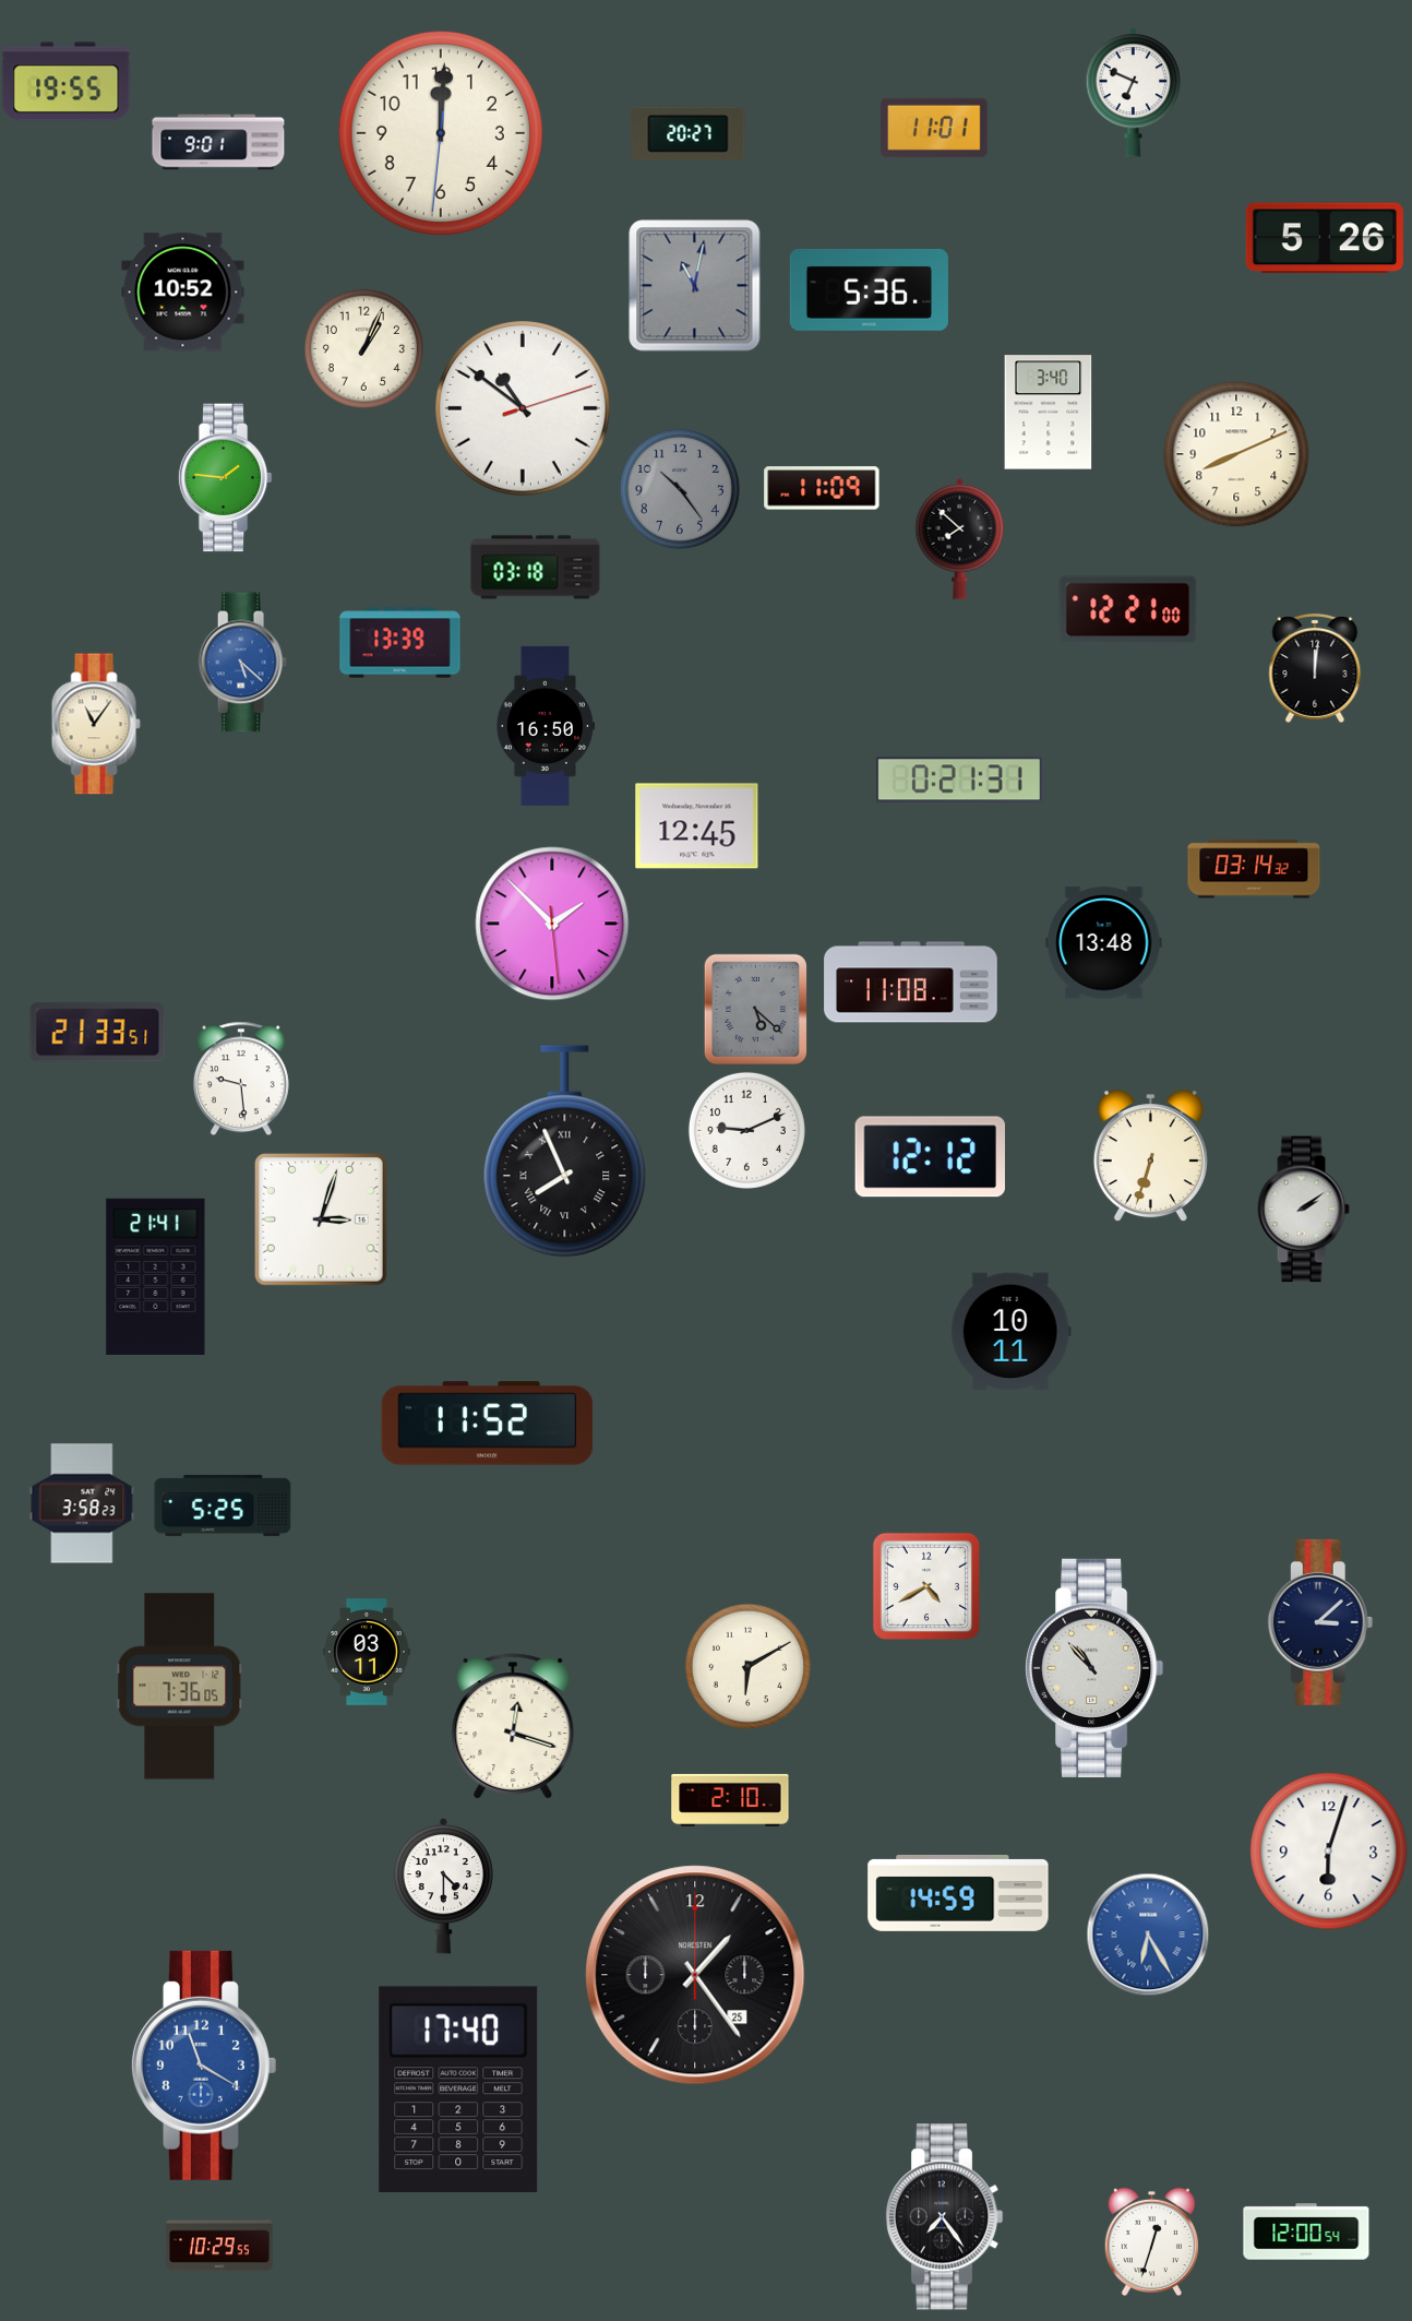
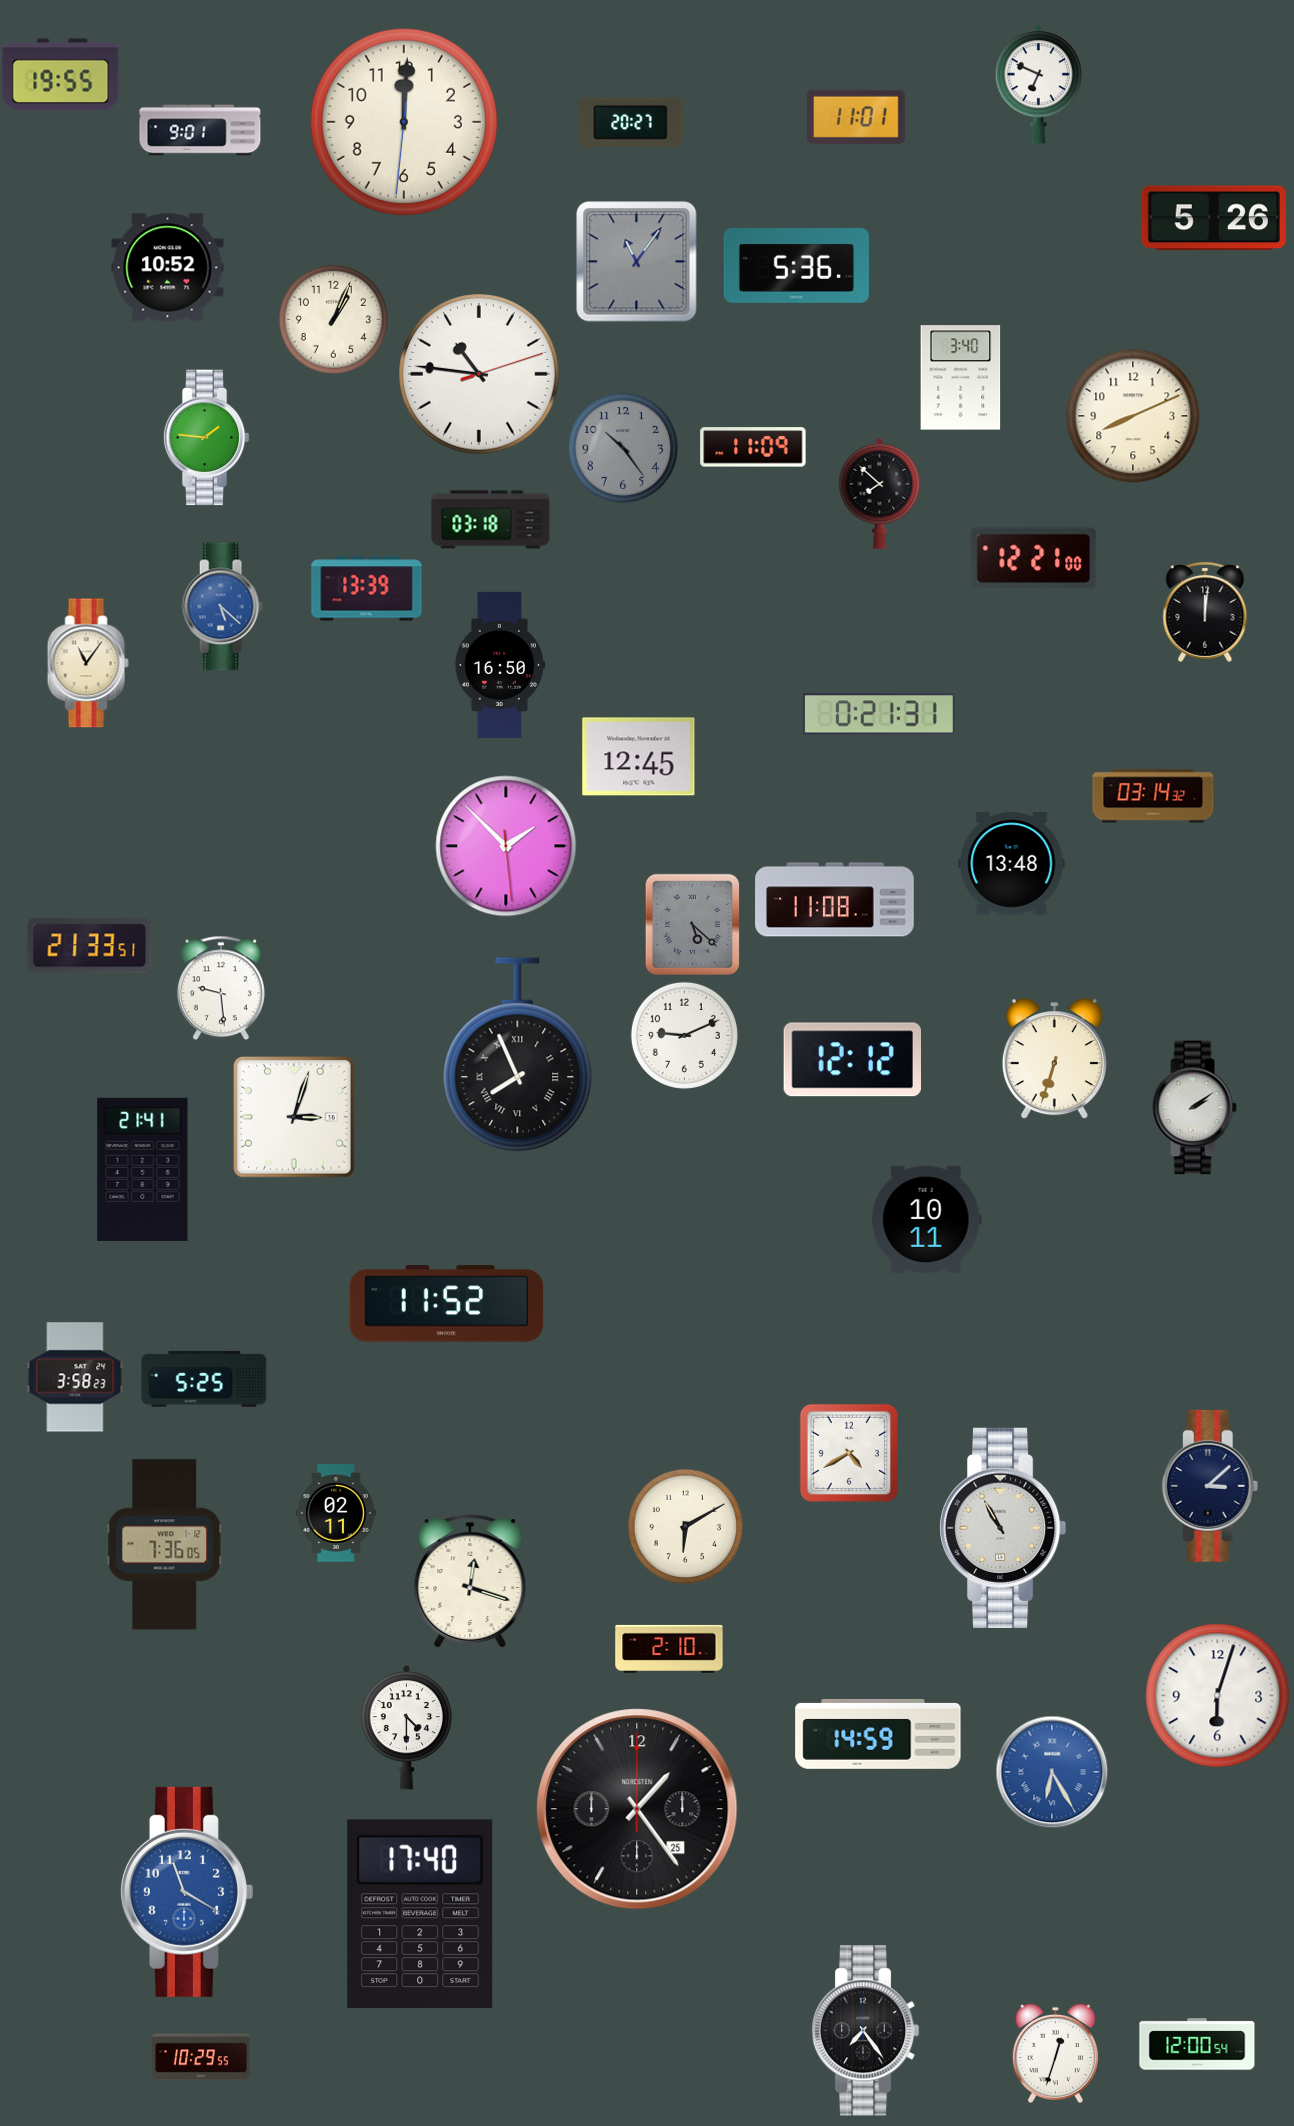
clock at (695, 286): 11:02 -> 11:06
clock at (523, 408): 10:51 -> 10:46
clock at (1254, 869) position: (1254, 869) -> (1153, 796)
clock at (367, 1652): 03:11 -> 02:11
clock at (1096, 1668): 10:53 -> 10:55
